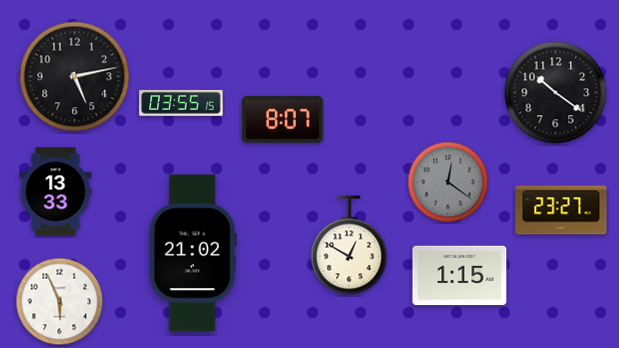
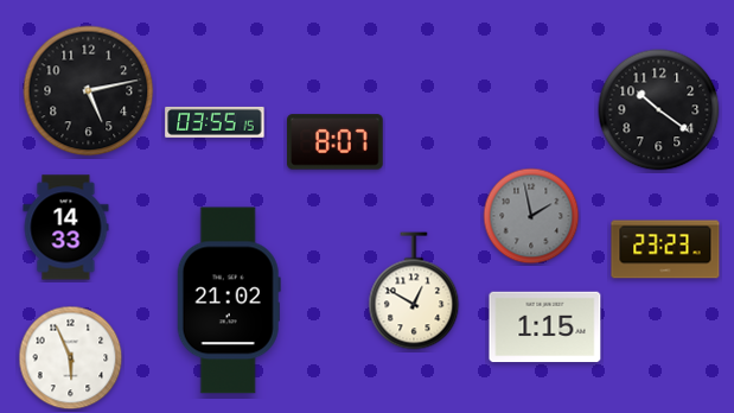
clock at (448, 182): 12:21 -> 1:58
clock at (56, 192): 13:33 -> 14:33
clock at (561, 210): 23:27 -> 23:23
